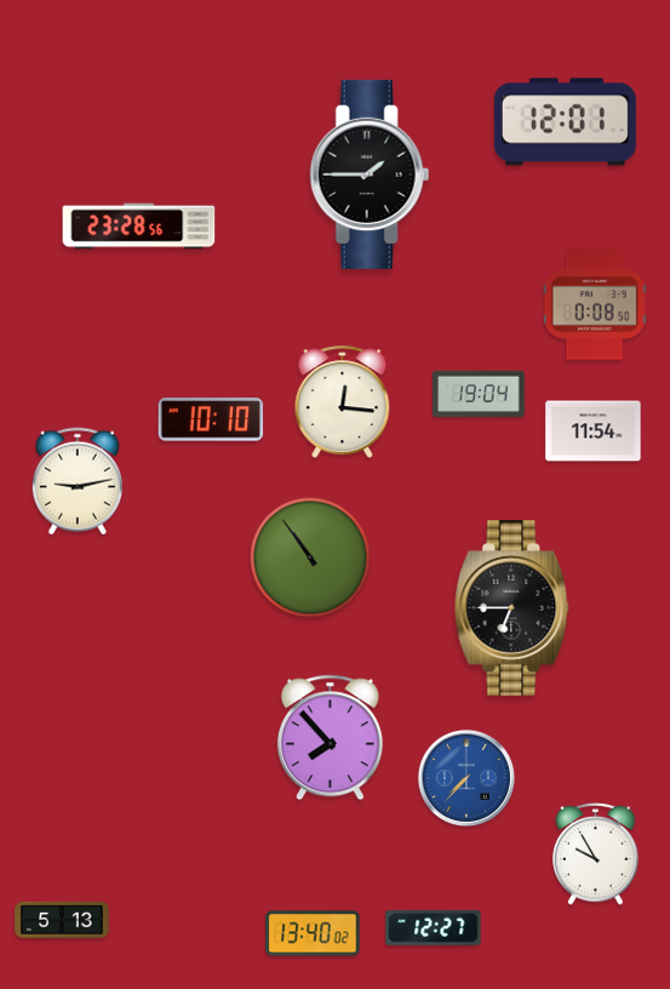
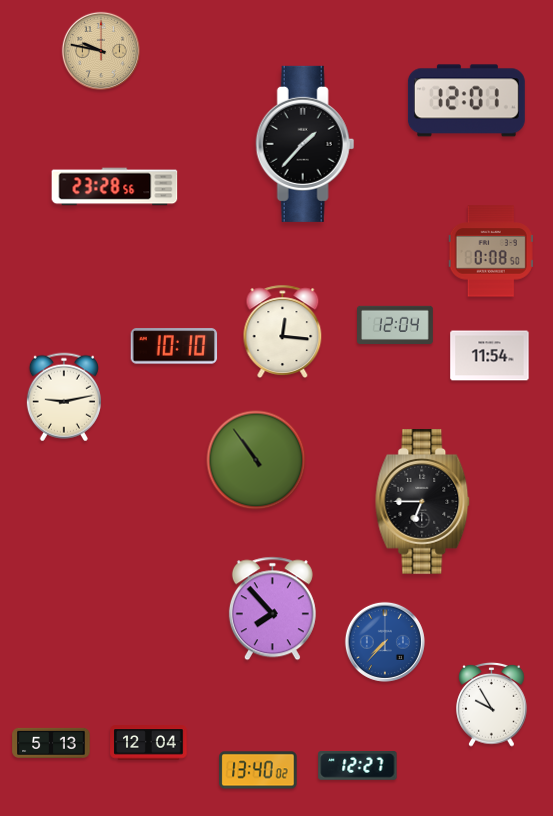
clock at (100, 50): none -> 9:47
clock at (370, 175): 1:45 -> 1:37
clock at (480, 393): 19:04 -> 12:04
clock at (149, 743): none -> 12:04
clock at (62, 920) position: (62, 920) -> (51, 743)
